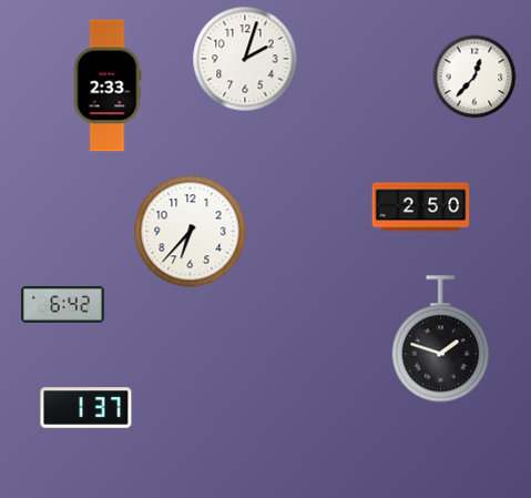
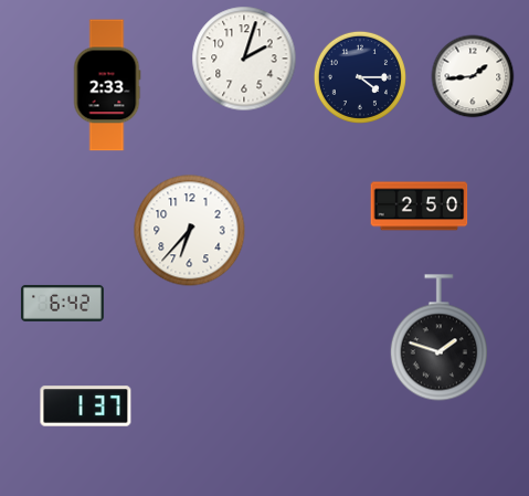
clock at (474, 77): 12:37 -> 1:44
clock at (360, 77): none -> 4:15
